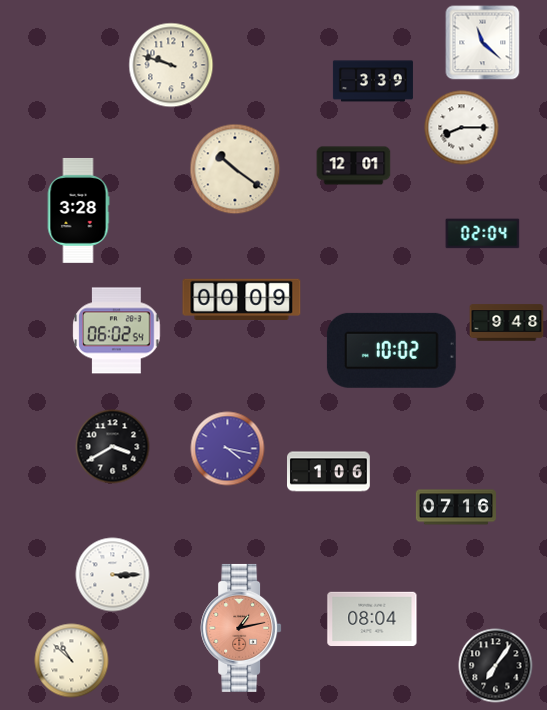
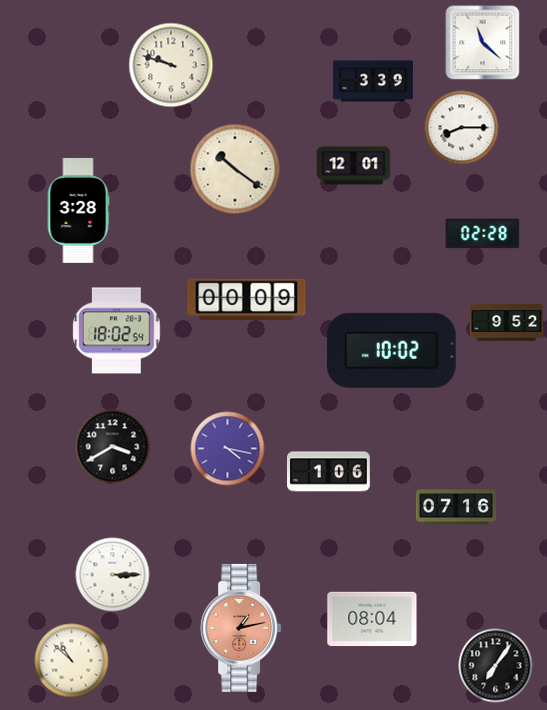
clock at (483, 234): 02:04 -> 02:28
clock at (242, 299) position: (242, 299) -> (247, 299)
clock at (507, 323): 9:48 -> 9:52
clock at (117, 331): 06:02 -> 18:02
